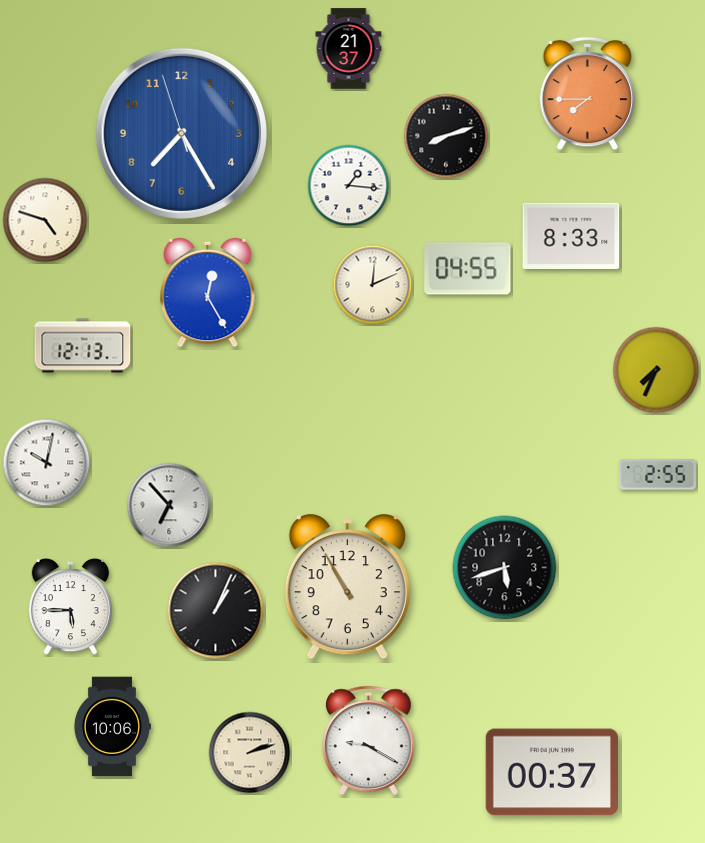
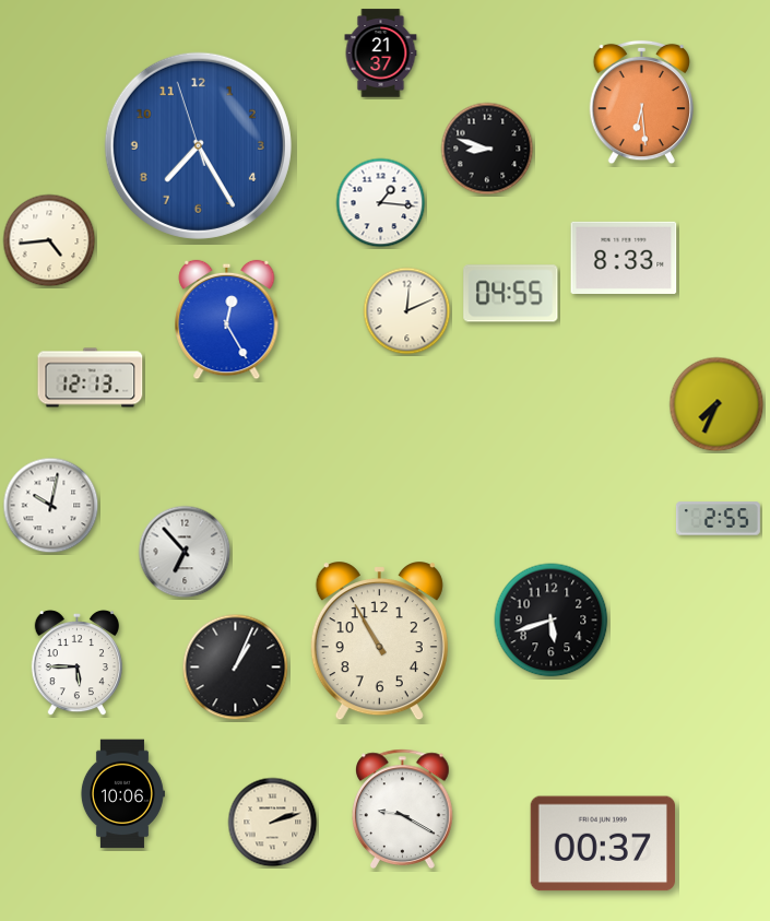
clock at (587, 94): 7:45 -> 6:29
clock at (446, 136): 8:12 -> 8:48
clock at (45, 220): 4:48 -> 4:44
